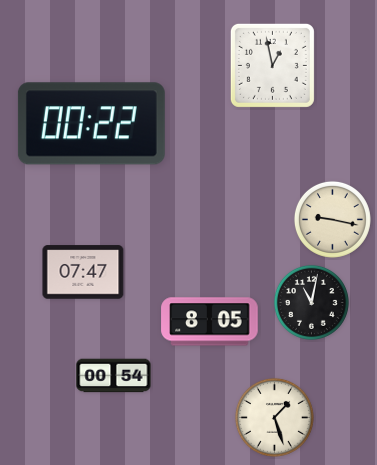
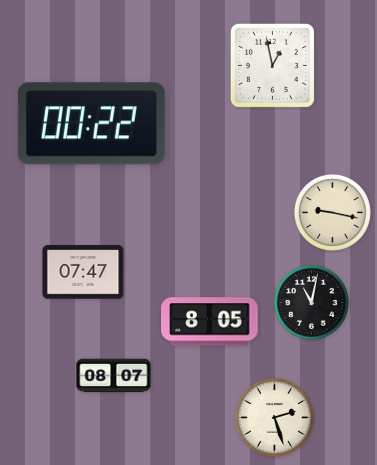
clock at (332, 219) position: (332, 219) -> (332, 212)
clock at (114, 376): 00:54 -> 08:07
clock at (274, 417): 1:27 -> 2:27
